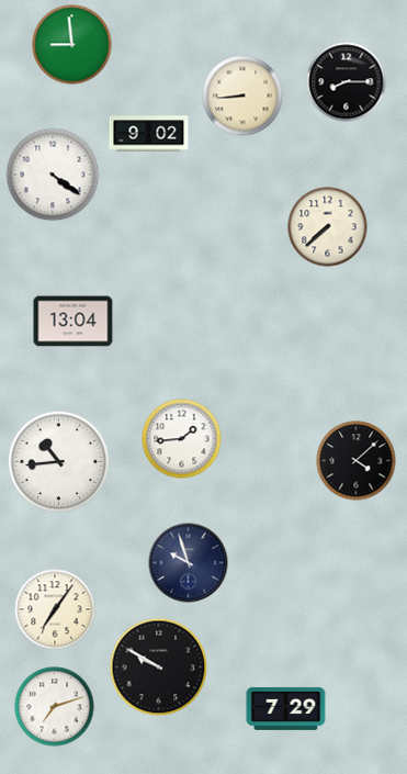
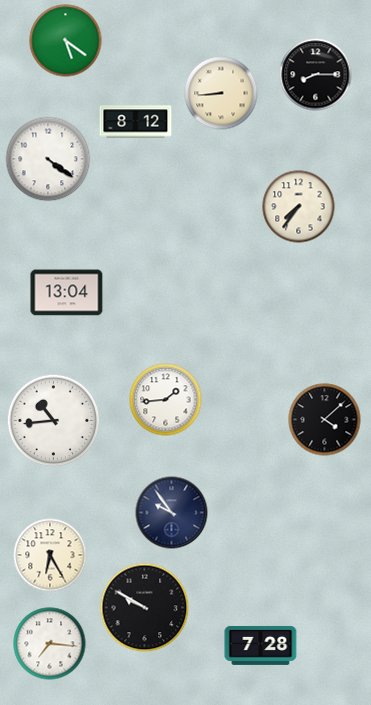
clock at (72, 45): 8:59 -> 5:21
clock at (242, 96) position: (242, 96) -> (221, 93)
clock at (149, 134): 9:02 -> 8:12
clock at (328, 227): 7:38 -> 7:36
clock at (189, 563): 9:57 -> 9:54
clock at (55, 609): 7:06 -> 6:25
clock at (55, 707): 7:12 -> 7:16
clock at (286, 709): 7:29 -> 7:28
